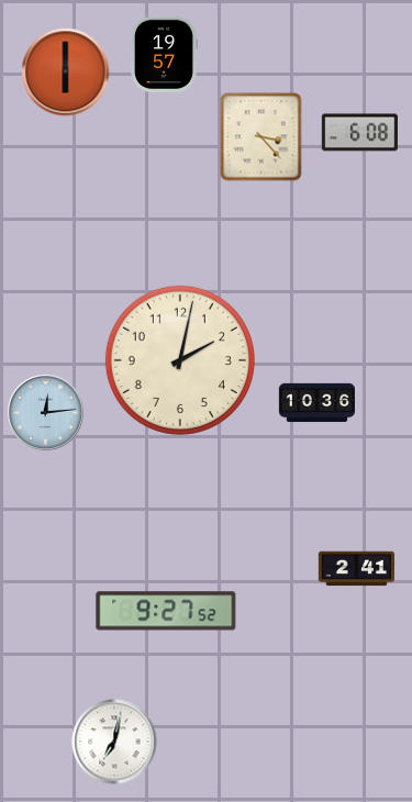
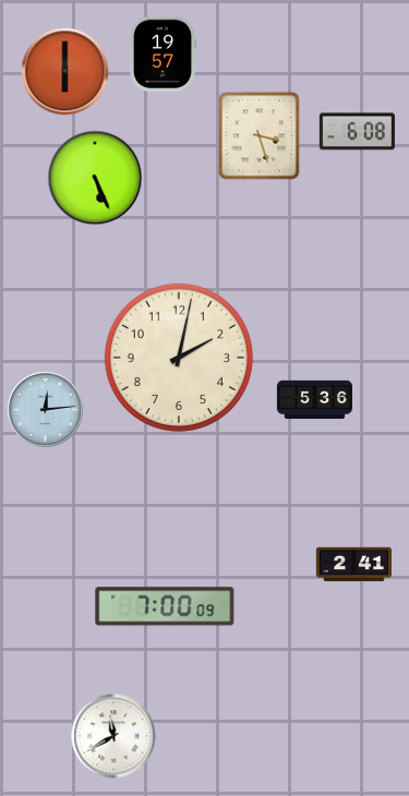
clock at (261, 137): 3:23 -> 3:27
clock at (95, 178): none -> 5:26
clock at (316, 403): 10:36 -> 5:36
clock at (166, 611): 9:27 -> 7:00
clock at (114, 742): 7:02 -> 11:40
